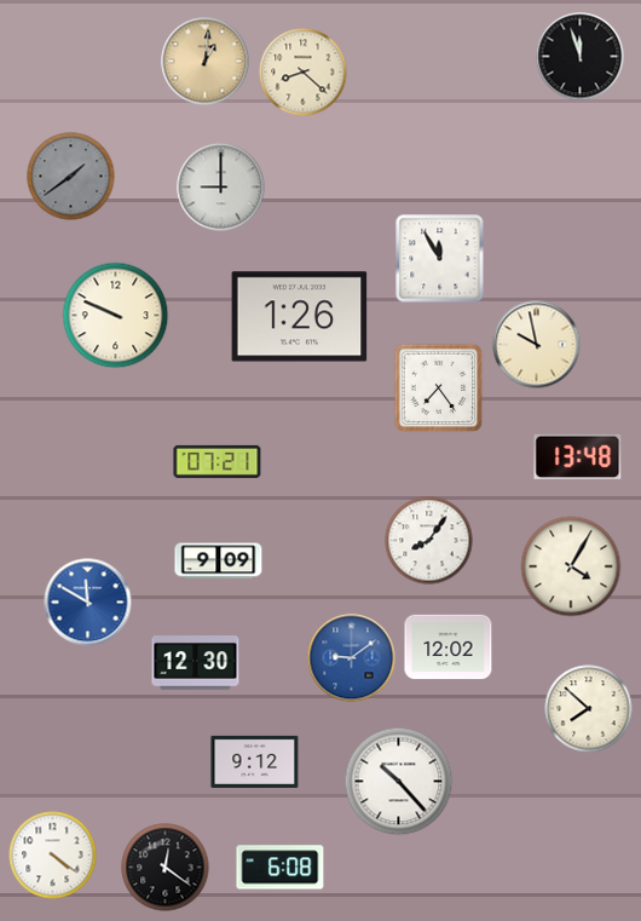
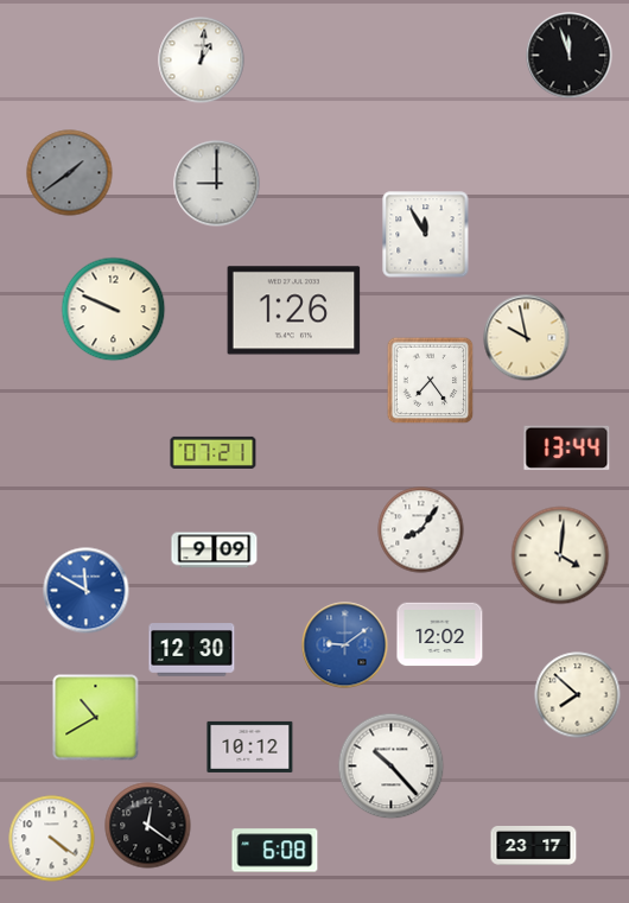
clock at (206, 62) dial: champagne -> white
clock at (304, 73): 8:22 -> none
clock at (440, 259) position: (440, 259) -> (426, 235)
clock at (578, 456): 13:48 -> 13:44
clock at (571, 566): 4:05 -> 4:01
clock at (96, 718): none -> 10:40
clock at (255, 761): 9:12 -> 10:12
clock at (534, 846): none -> 23:17
clock at (166, 868) position: (166, 868) -> (148, 826)
